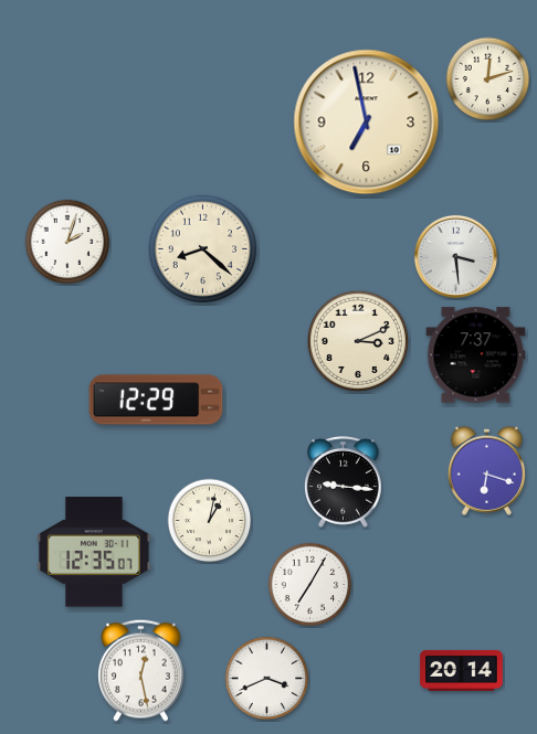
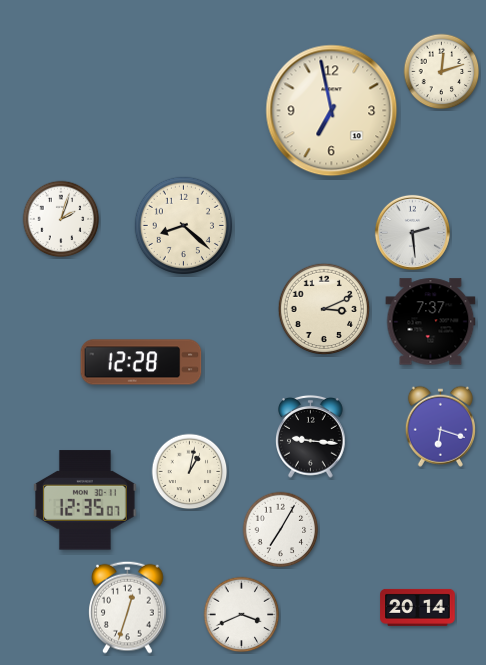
clock at (455, 256): 3:29 -> 2:29
clock at (156, 400): 12:29 -> 12:28
clock at (141, 670): 12:28 -> 12:33
